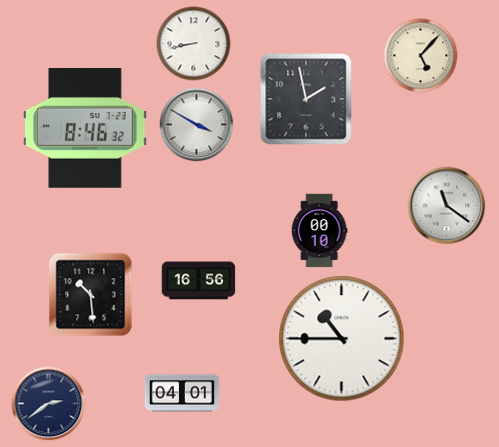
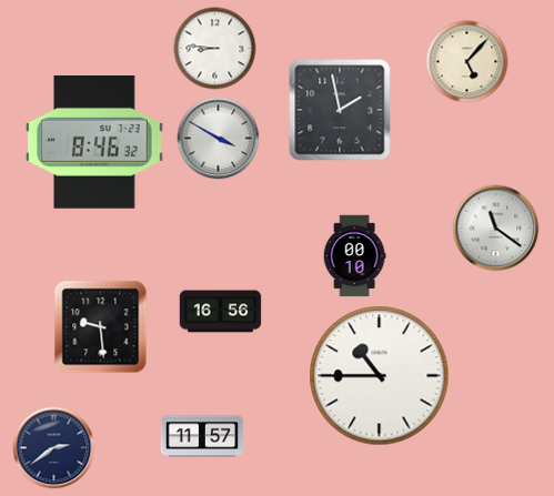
clock at (194, 44): 8:43 -> 8:46
clock at (91, 295): 10:29 -> 9:29
clock at (182, 393): 04:01 -> 11:57
